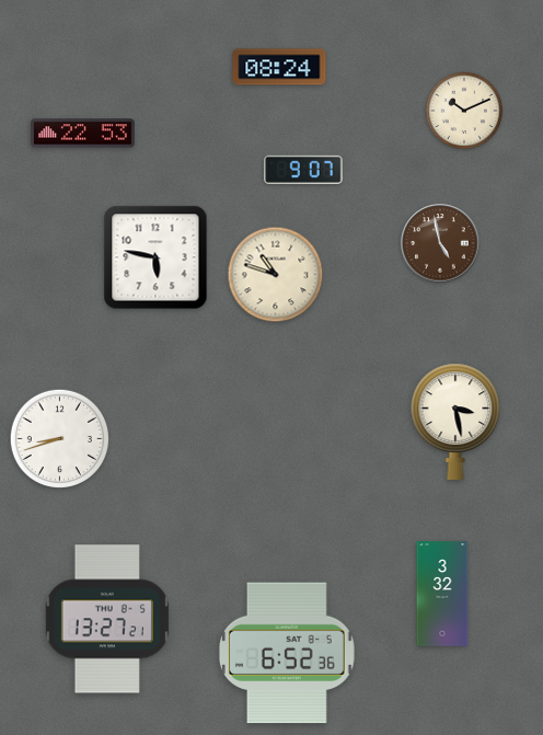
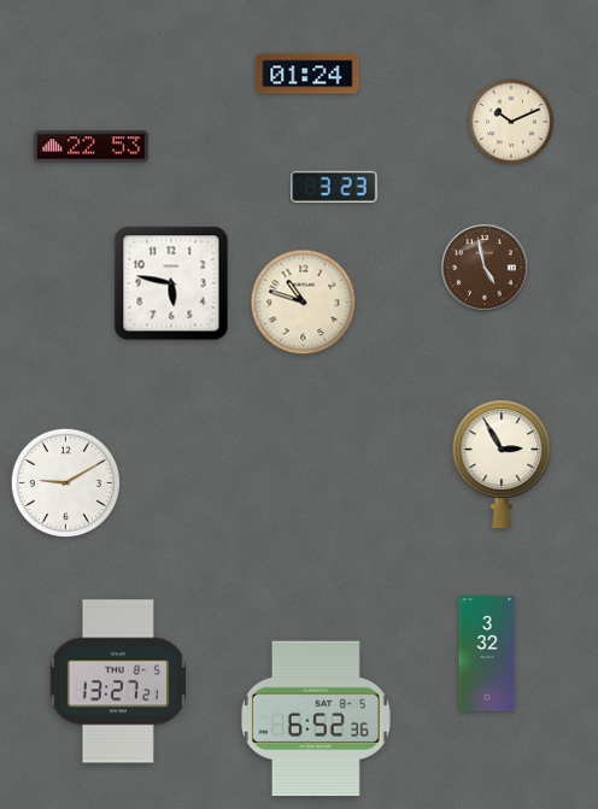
clock at (279, 67): 08:24 -> 01:24
clock at (303, 170): 9:07 -> 3:23
clock at (455, 422): 3:28 -> 2:55
clock at (59, 438): 8:42 -> 9:10
